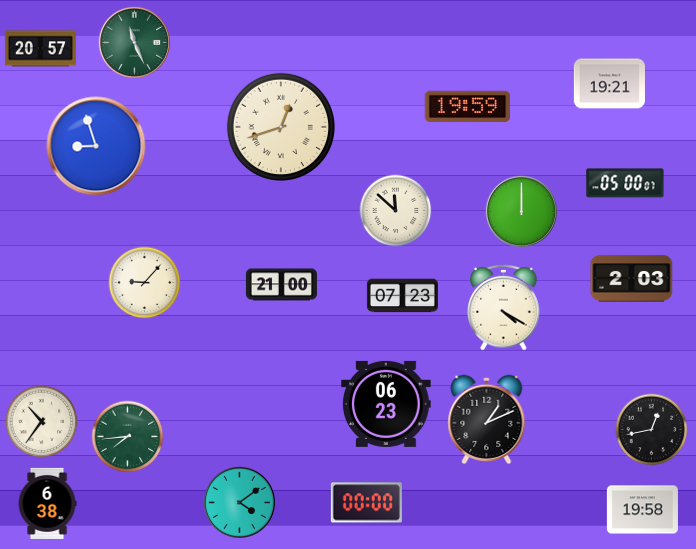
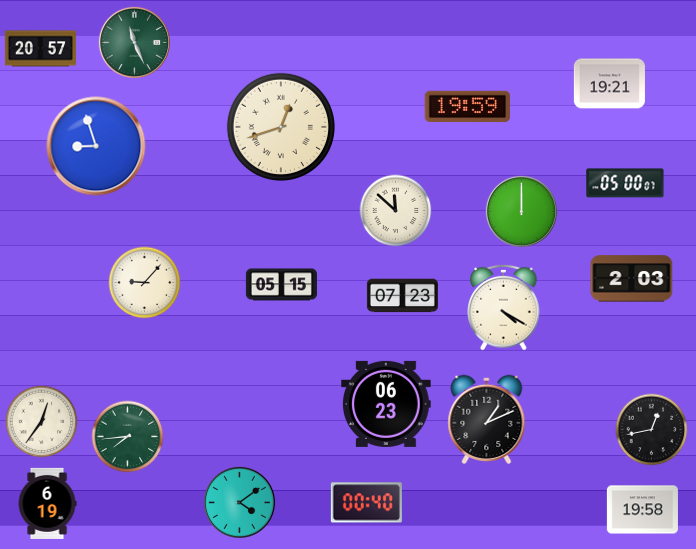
clock at (281, 285): 21:00 -> 05:15
clock at (42, 422): 10:36 -> 12:36
clock at (47, 503): 6:38 -> 6:19
clock at (366, 503): 00:00 -> 00:40
